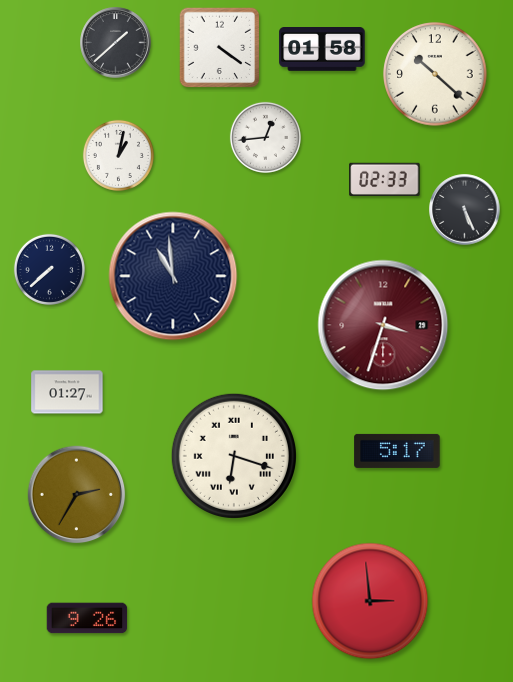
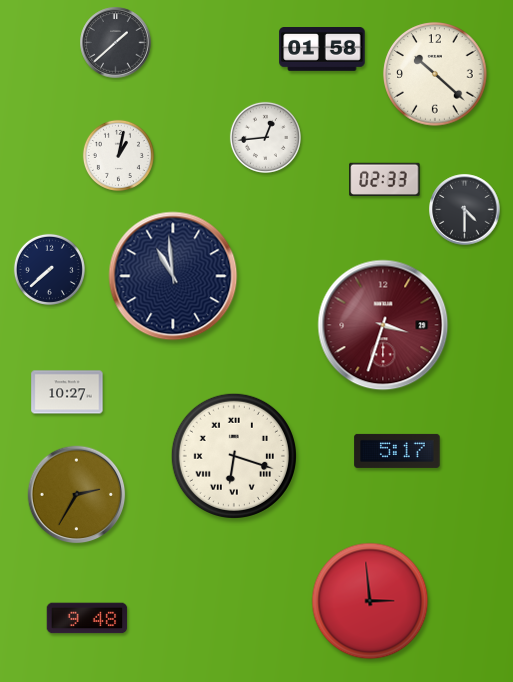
clock at (220, 48): 4:21 -> none
clock at (465, 210): 5:26 -> 4:30
clock at (67, 392): 01:27 -> 10:27
clock at (87, 618): 9:26 -> 9:48
